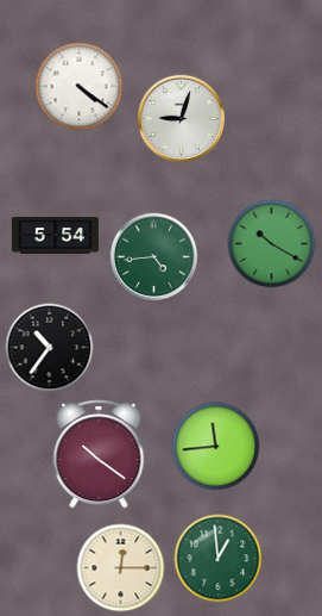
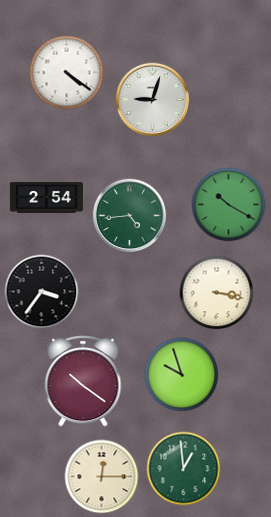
clock at (55, 236): 5:54 -> 2:54
clock at (50, 348): 10:36 -> 3:36
clock at (217, 293): none -> 3:17
clock at (216, 447): 11:44 -> 9:57
